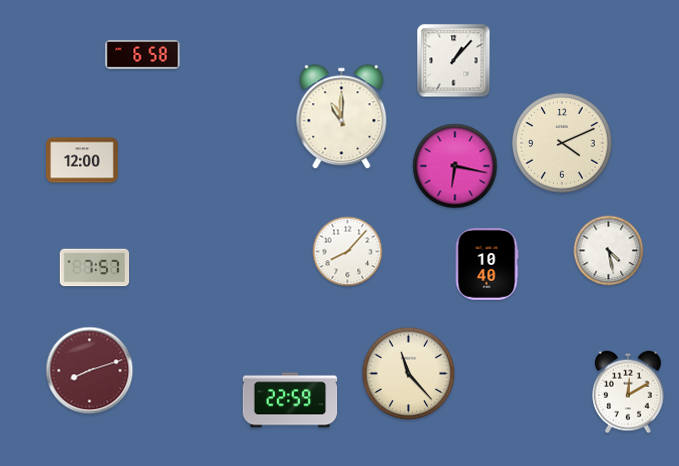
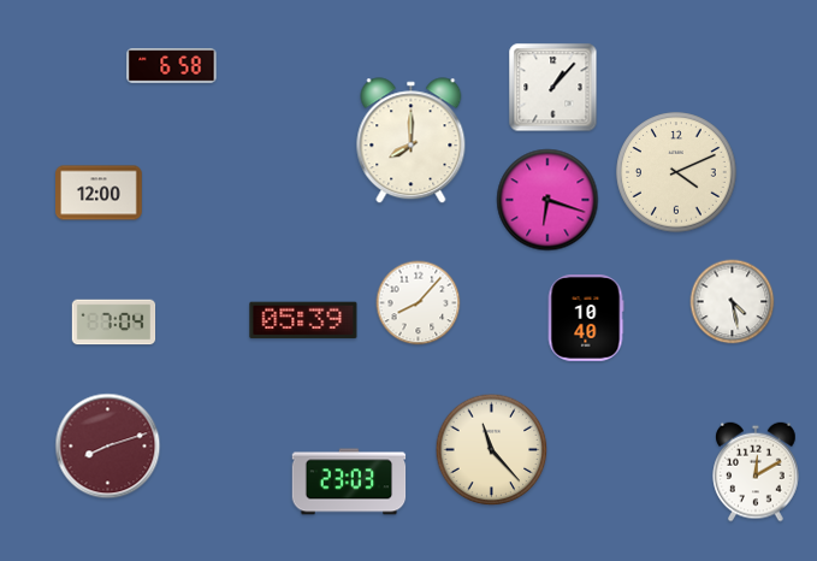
clock at (454, 61) position: (454, 61) -> (553, 88)
clock at (342, 117): 11:00 -> 8:00
clock at (455, 166): 6:17 -> 6:18
clock at (303, 320): none -> 05:39
clock at (95, 268): 7:57 -> 7:04
clock at (290, 400): 22:59 -> 23:03
